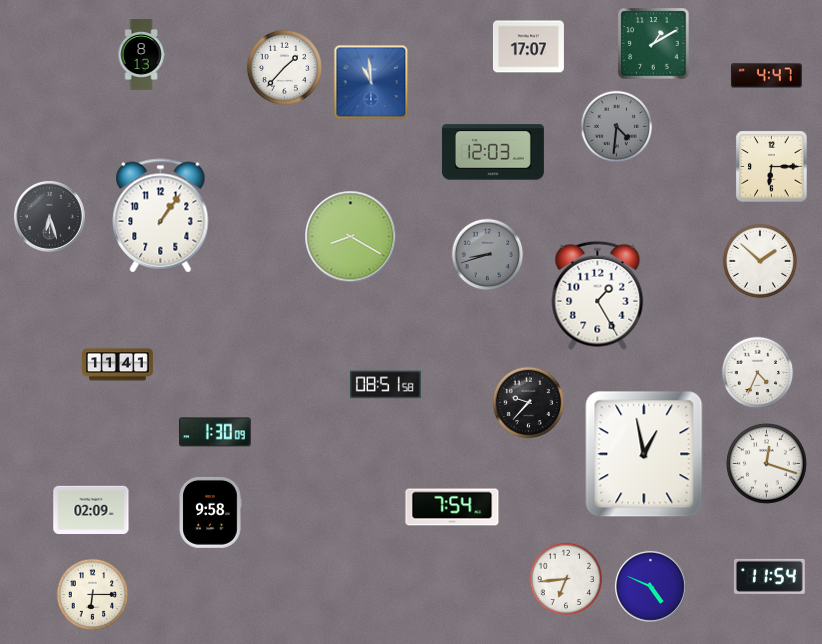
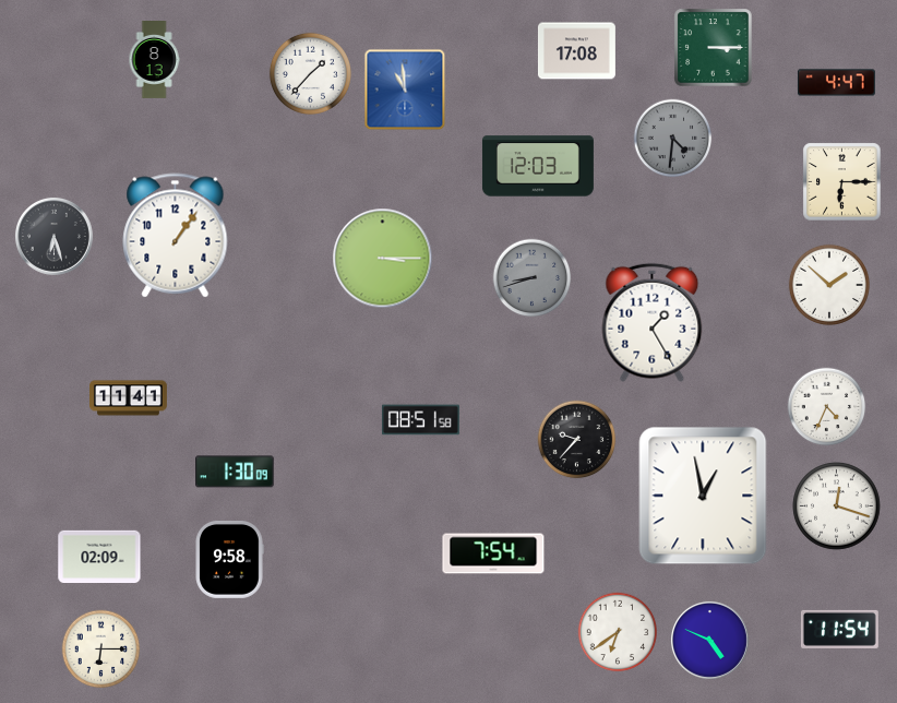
clock at (654, 44): 1:10 -> 3:15
clock at (528, 47): 17:07 -> 17:08
clock at (351, 237): 8:20 -> 3:15
clock at (566, 579): 6:44 -> 6:39
